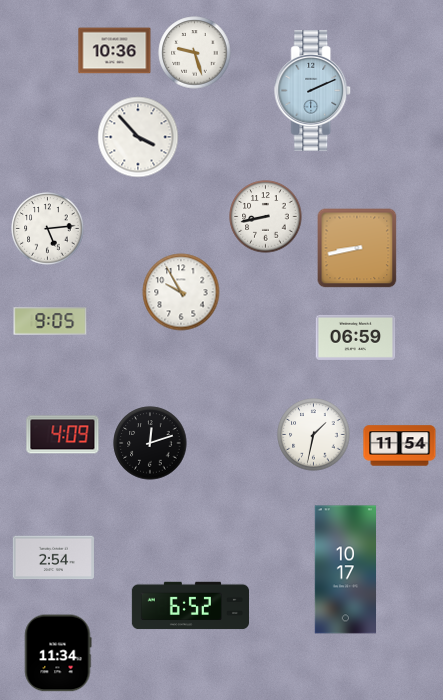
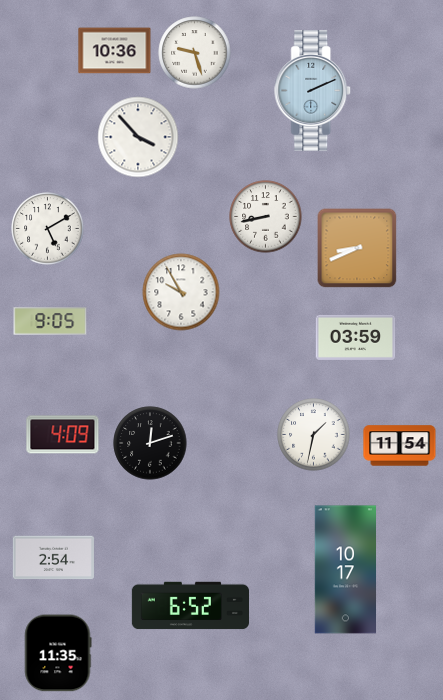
clock at (48, 229): 5:14 -> 5:10
clock at (357, 248): 8:43 -> 8:41
clock at (356, 337): 06:59 -> 03:59
clock at (58, 653): 11:34 -> 11:35
